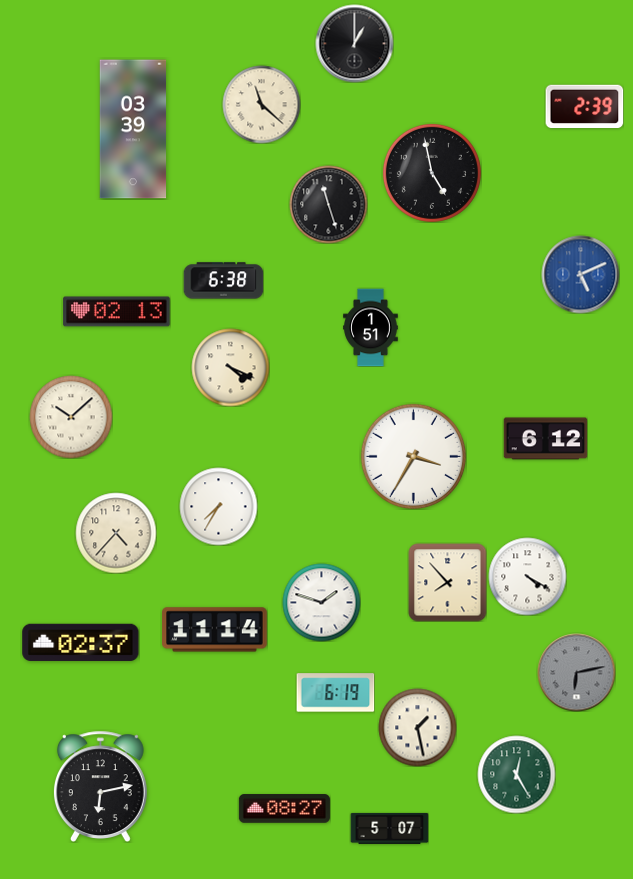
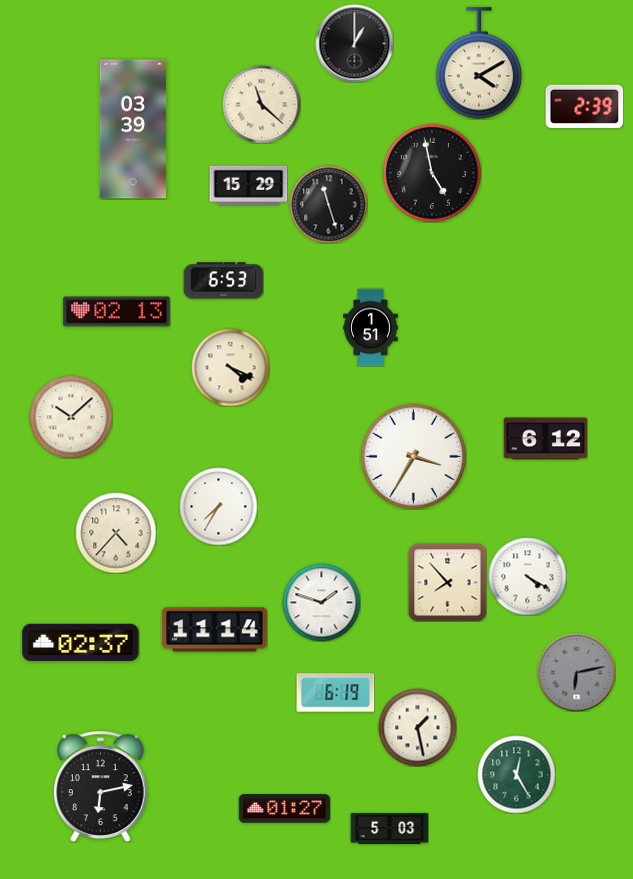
clock at (479, 63): none -> 4:10
clock at (248, 185): none -> 15:29
clock at (580, 274): 5:11 -> none
clock at (223, 281): 6:38 -> 6:53
clock at (284, 809): 08:27 -> 01:27
clock at (389, 828): 5:07 -> 5:03
